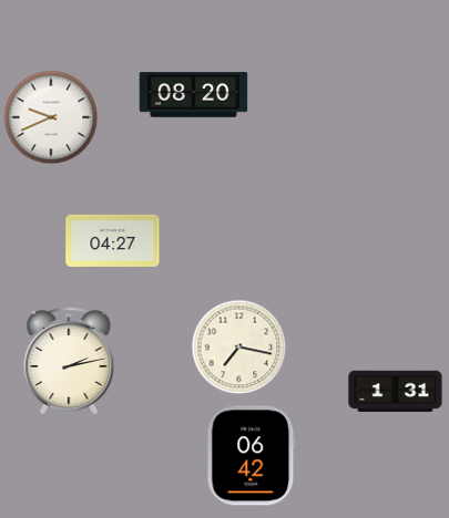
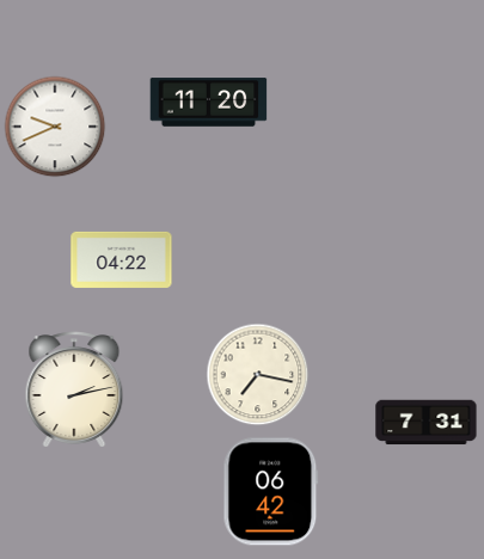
clock at (194, 95): 08:20 -> 11:20
clock at (113, 240): 04:27 -> 04:22
clock at (396, 392): 1:31 -> 7:31
